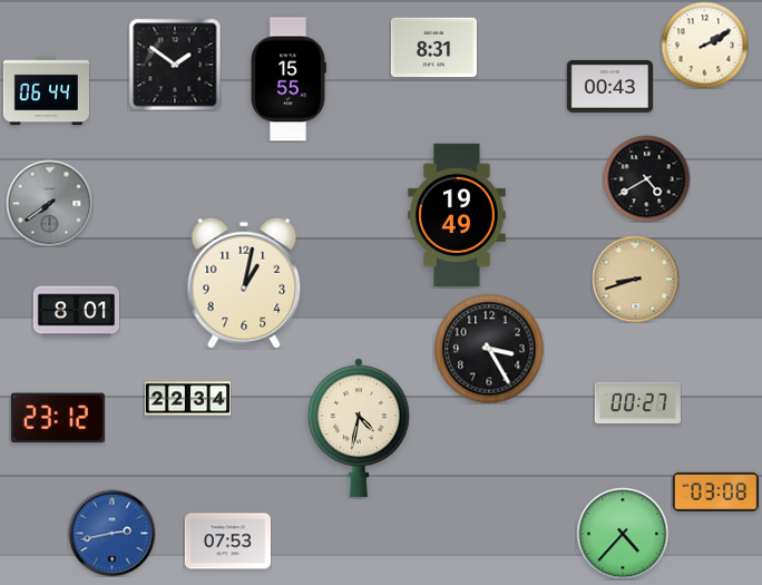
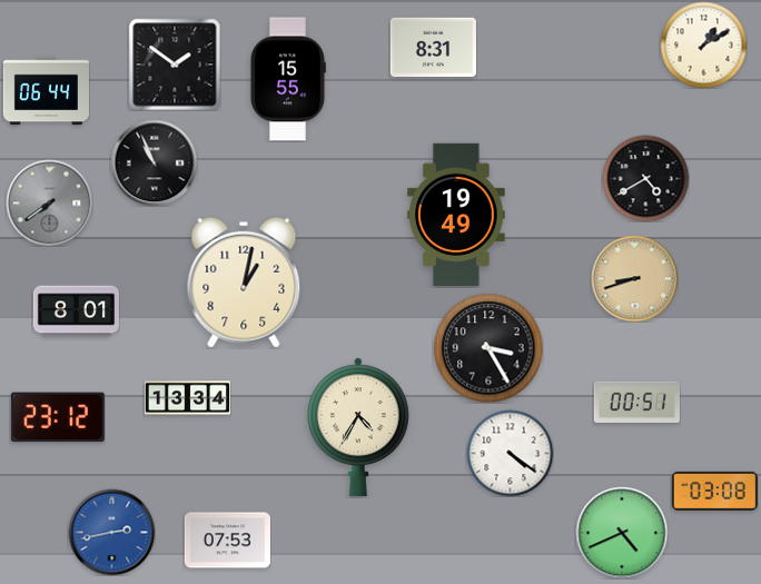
clock at (704, 45): 2:10 -> 1:10
clock at (609, 86): 00:43 -> none
clock at (154, 162): none -> 10:56
clock at (187, 399): 22:34 -> 13:34
clock at (637, 402): 00:27 -> 00:51
clock at (359, 428): 4:32 -> 4:35
clock at (510, 453): none -> 4:21
clock at (623, 534): 4:37 -> 4:41
